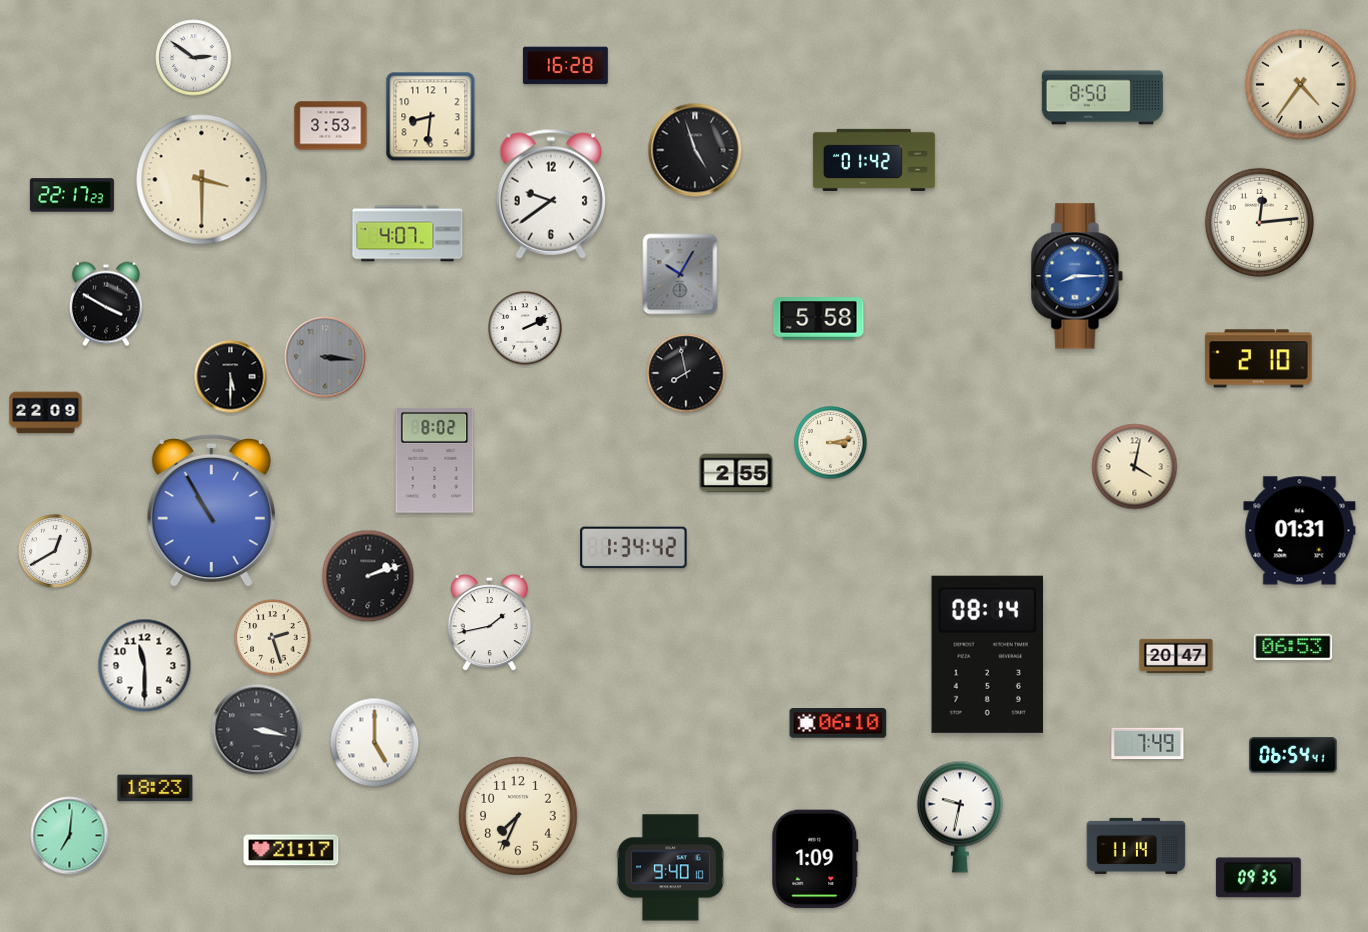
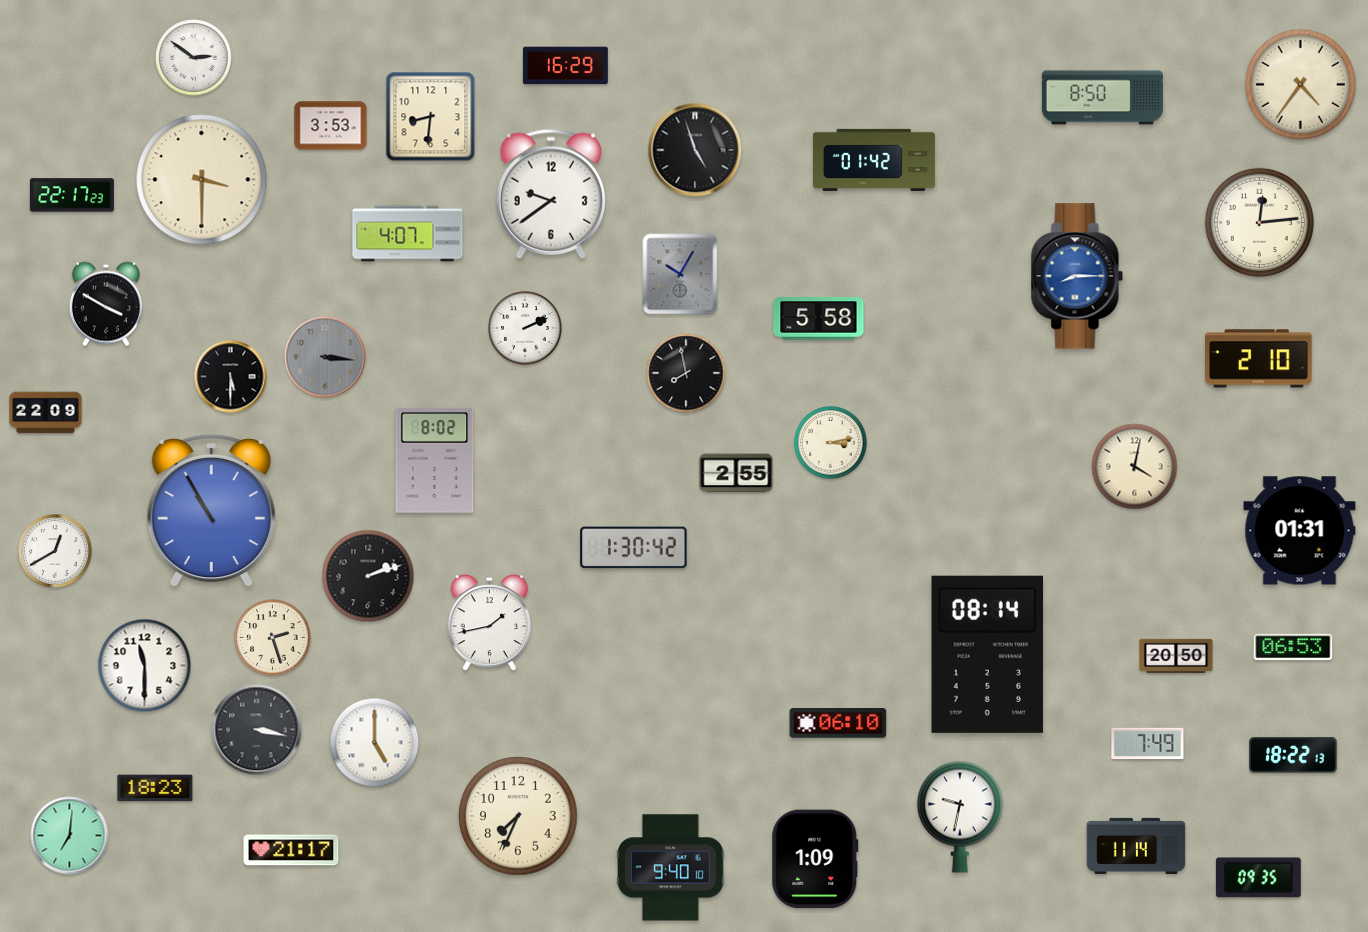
clock at (565, 66): 16:28 -> 16:29
clock at (634, 548): 1:34 -> 1:30
clock at (1176, 656): 20:47 -> 20:50
clock at (1293, 755): 06:54 -> 18:22
